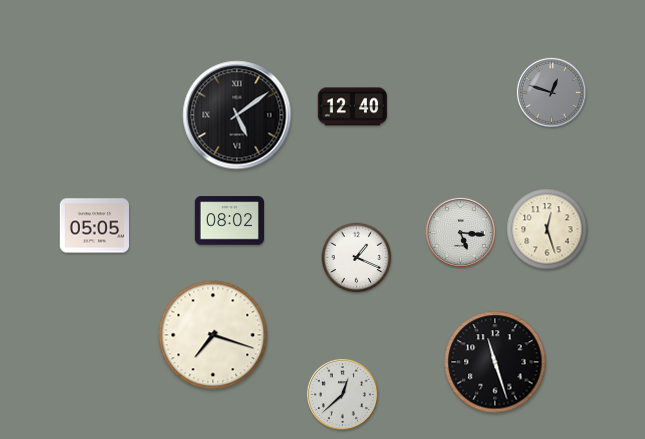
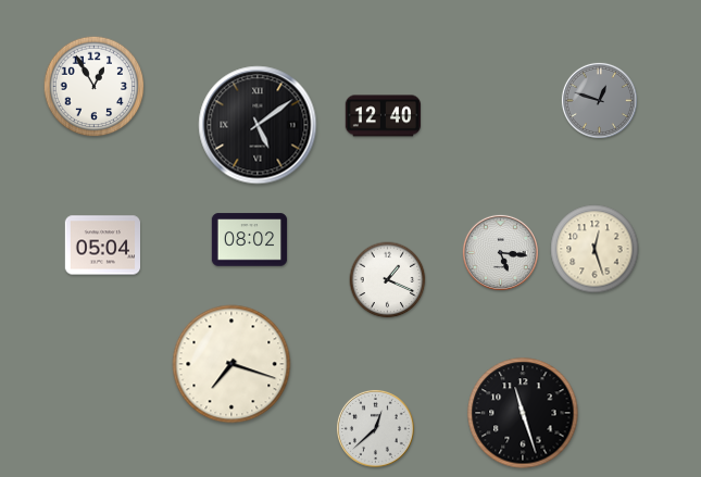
clock at (95, 87): none -> 12:55
clock at (94, 226): 05:05 -> 05:04
clock at (495, 362) position: (495, 362) -> (523, 413)
clock at (342, 394) position: (342, 394) -> (375, 428)
